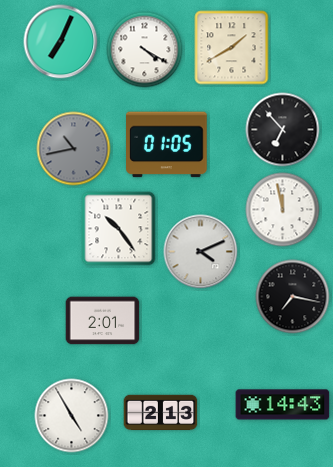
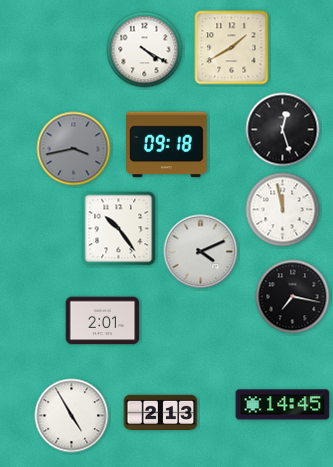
clock at (61, 42): 7:04 -> none
clock at (283, 130): 6:53 -> 12:27
clock at (167, 145): 01:05 -> 09:18
clock at (74, 149): 10:43 -> 3:43
clock at (283, 405): 14:43 -> 14:45
